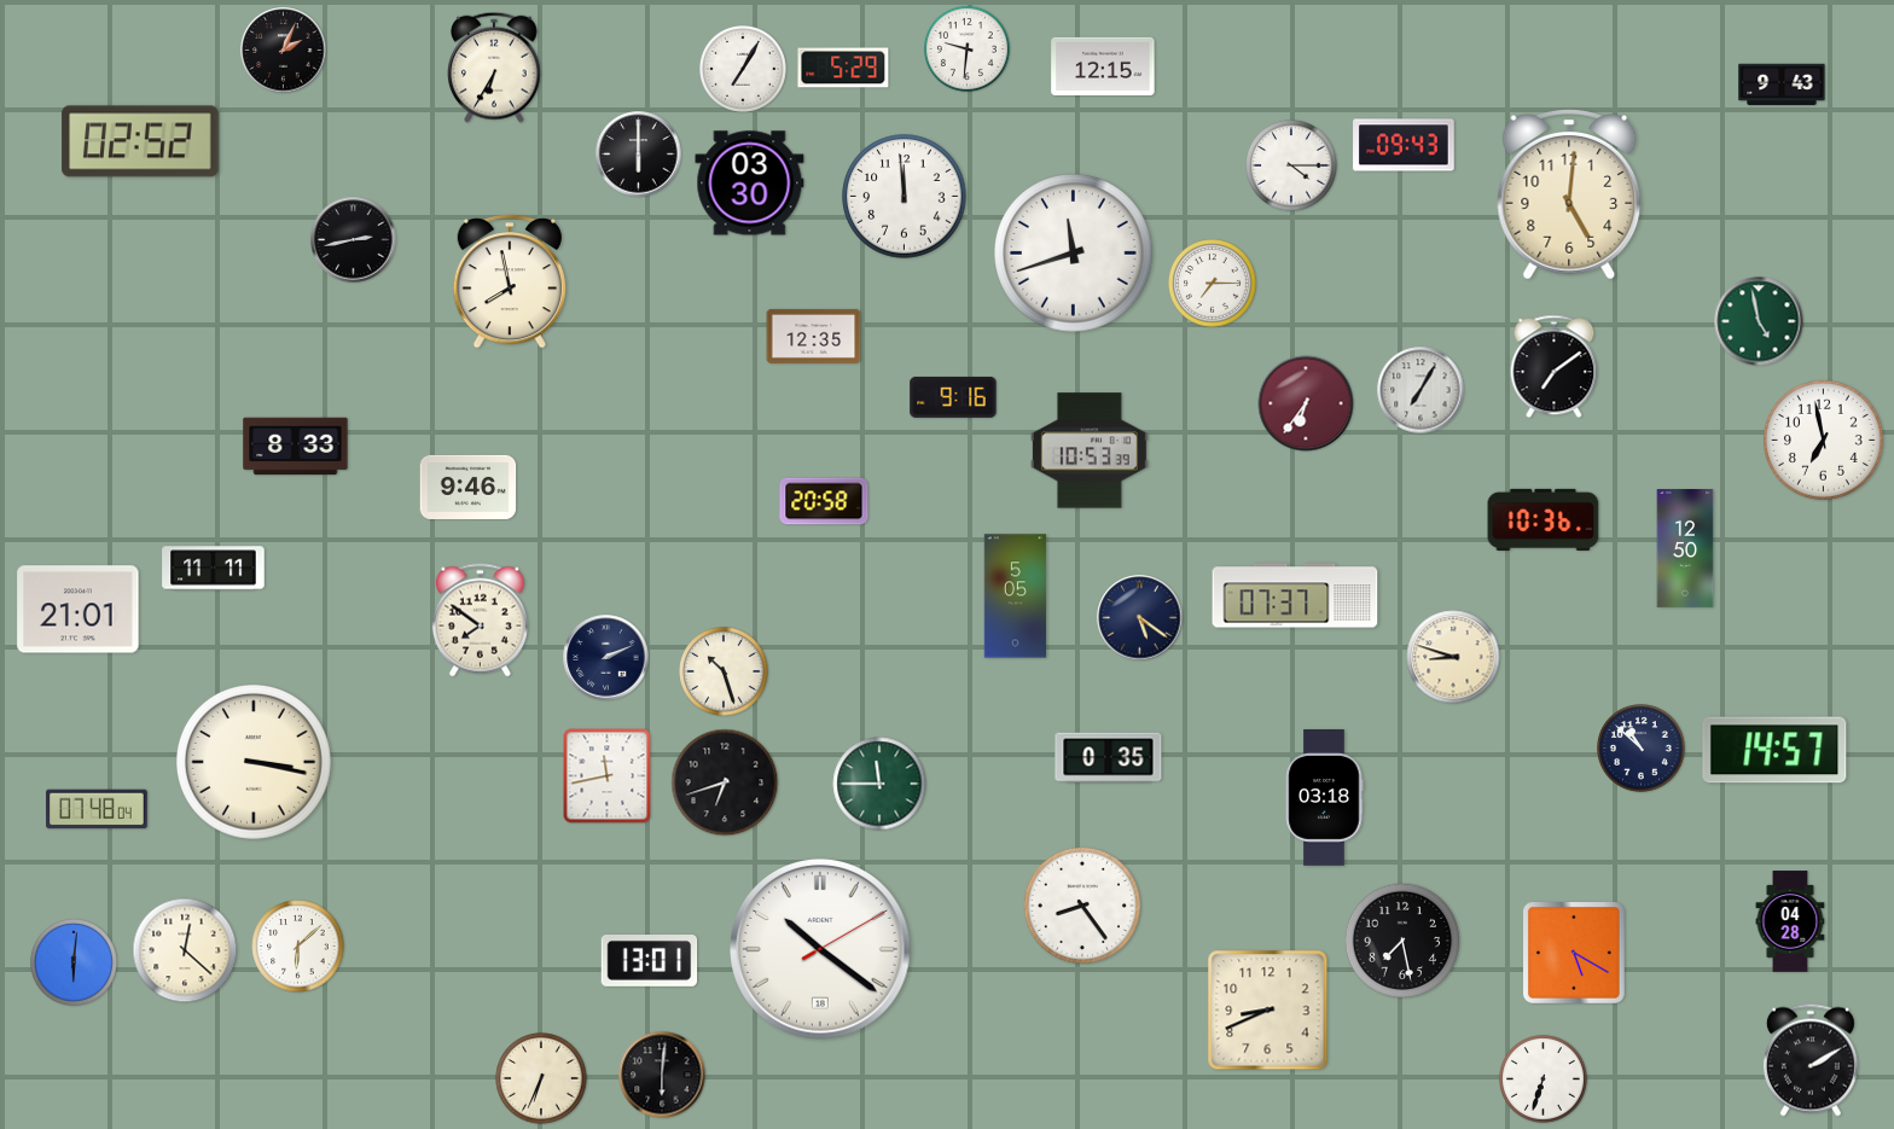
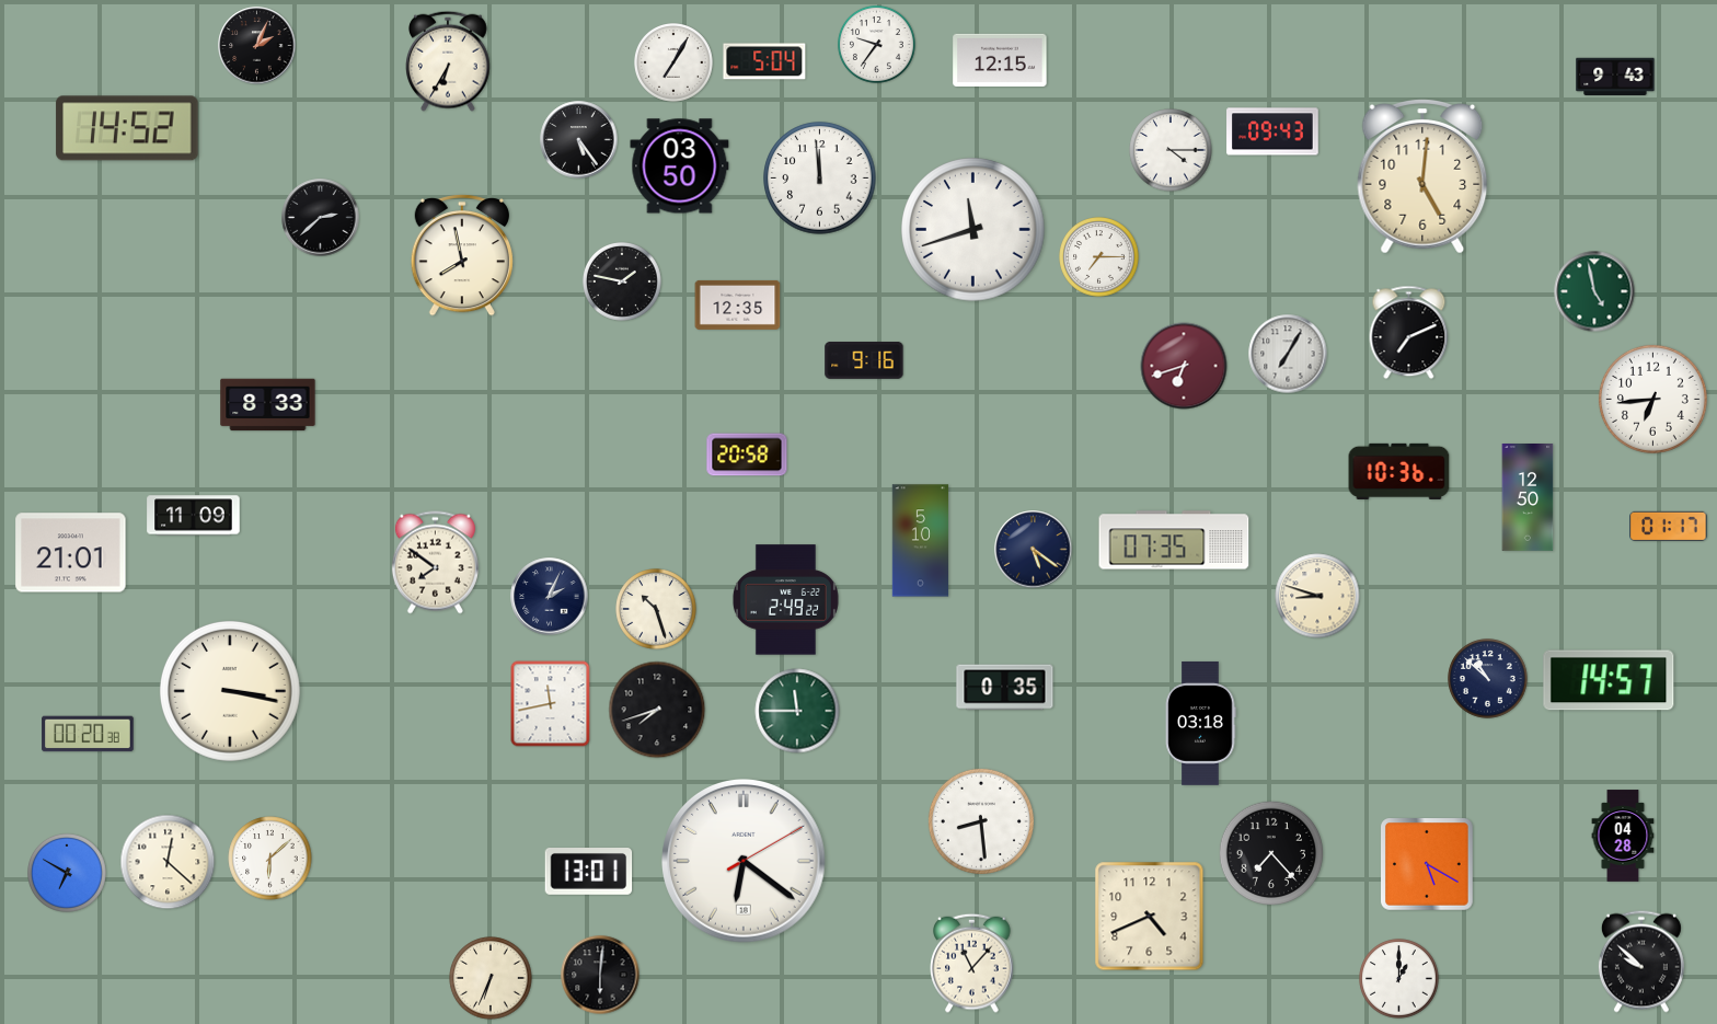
clock at (966, 48): 9:31 -> 9:36
clock at (843, 68): 5:29 -> 5:04
clock at (140, 141): 02:52 -> 14:52
clock at (639, 155): 6:00 -> 5:24
clock at (750, 184): 03:30 -> 03:50
clock at (354, 240): 2:43 -> 2:38
clock at (623, 283): none -> 1:47
clock at (1555, 367): 7:09 -> 7:11
clock at (1306, 403): 6:36 -> 6:42
clock at (1823, 440): 6:58 -> 6:44
clock at (1090, 450): 10:53 -> none
clock at (469, 487): 9:46 -> none
clock at (214, 569): 11:11 -> 11:09
clock at (1669, 526): none -> 01:17
clock at (1295, 595): 07:37 -> 07:35
clock at (1016, 596): 5:05 -> 5:10
clock at (1140, 618) position: (1140, 618) -> (1034, 550)
clock at (606, 658): 2:11 -> 2:04
clock at (785, 600): none -> 2:49
clock at (725, 782): 6:42 -> 7:42
clock at (97, 809): 07:48 -> 00:20
clock at (1082, 906): 8:24 -> 8:29
clock at (1401, 939): 7:28 -> 7:23
clock at (820, 949): 10:21 -> 6:21
clock at (75, 964): 6:01 -> 6:50
clock at (1268, 1011): 8:41 -> 4:41
clock at (1811, 1060): 2:10 -> 9:52
clock at (972, 963): none -> 11:07
clock at (1544, 1079): 6:33 -> 1:00
